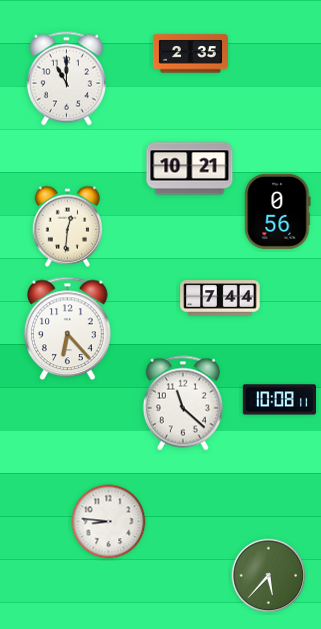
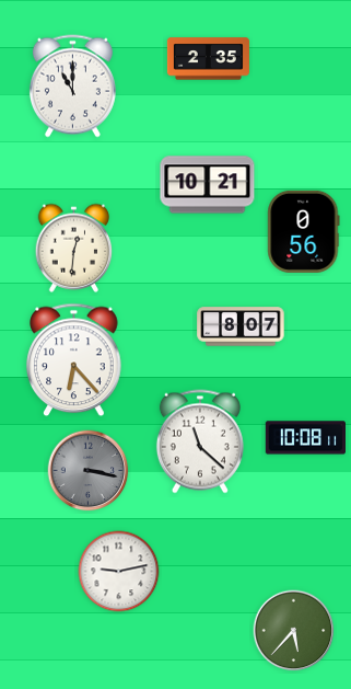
clock at (220, 298): 7:44 -> 8:07
clock at (89, 471): none -> 3:17
clock at (109, 522): 8:46 -> 9:13
